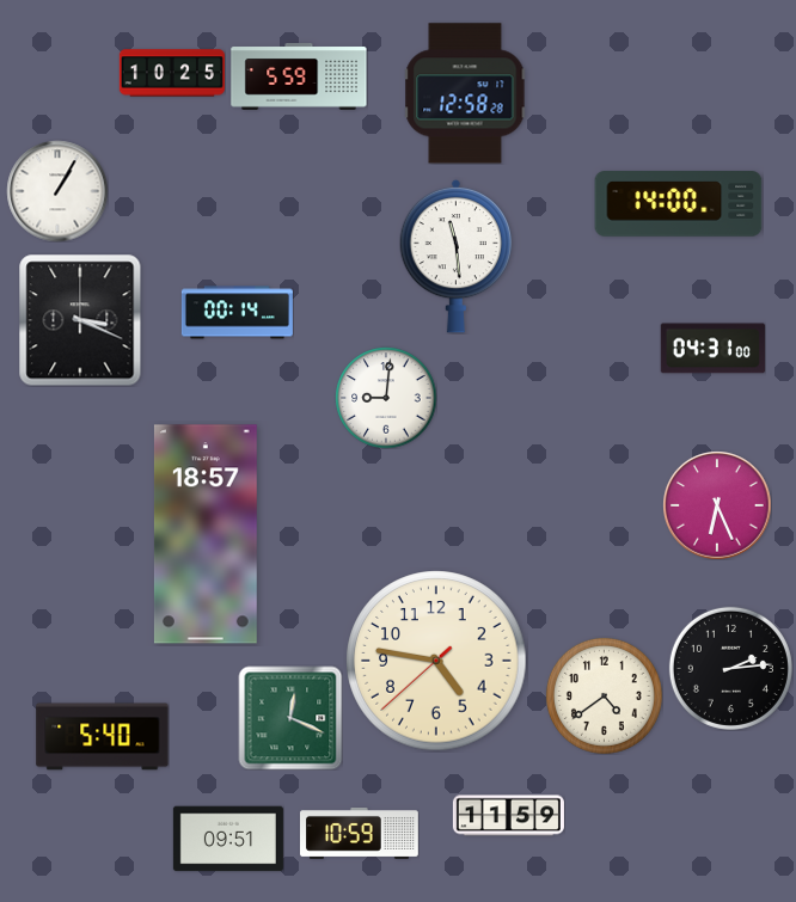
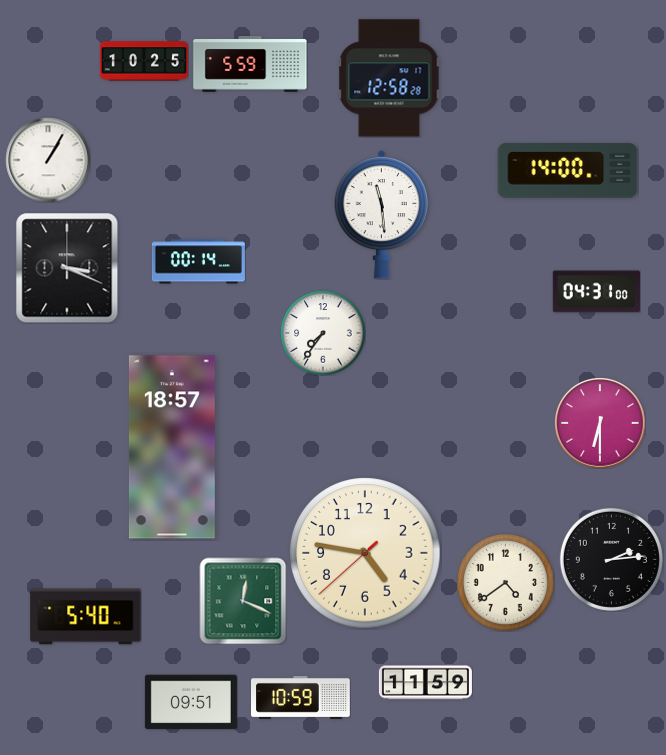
clock at (386, 398): 9:01 -> 7:36
clock at (717, 505): 6:26 -> 6:30
